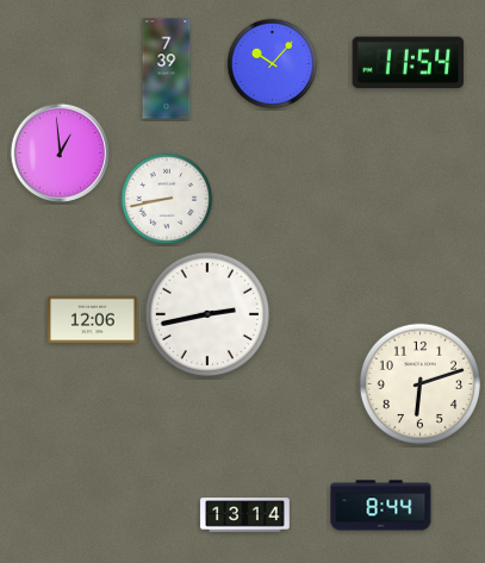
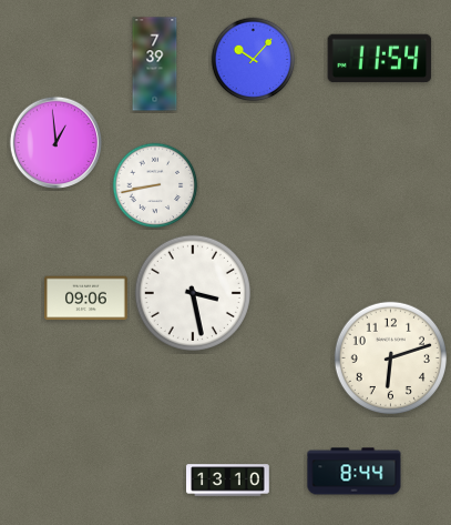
clock at (207, 314): 2:43 -> 3:28
clock at (93, 320): 12:06 -> 09:06
clock at (245, 515): 13:14 -> 13:10
